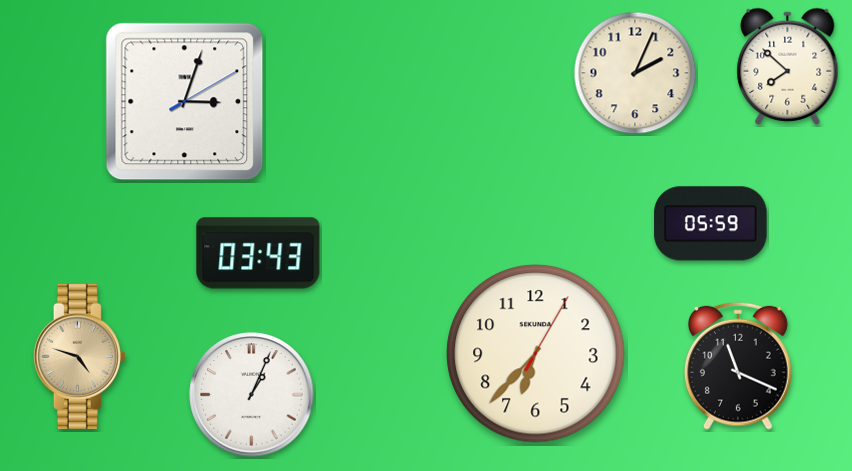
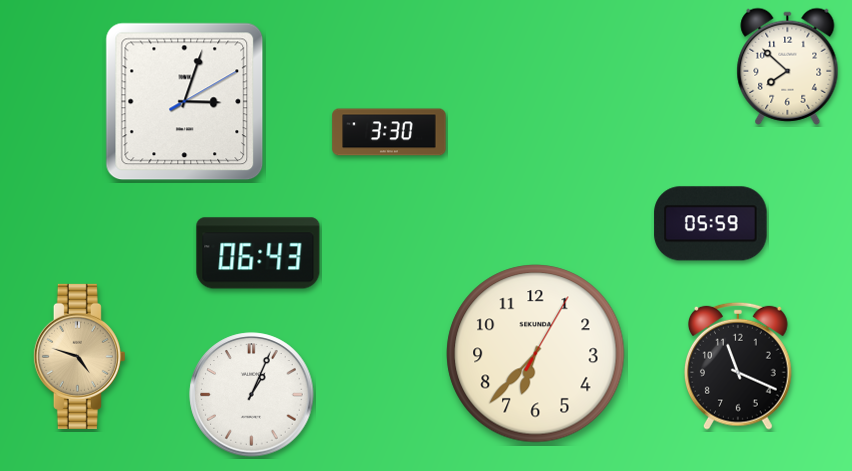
clock at (635, 73): 2:04 -> none
clock at (389, 132): none -> 3:30
clock at (258, 253): 03:43 -> 06:43
